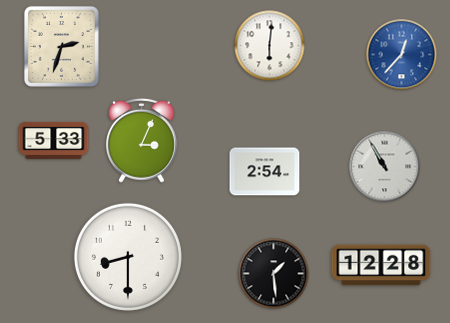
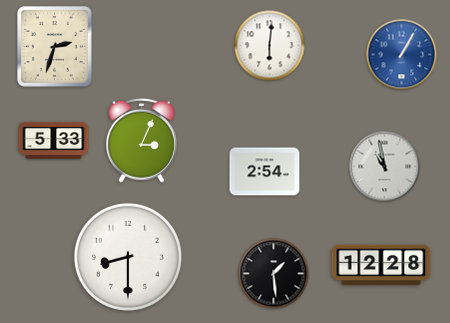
clock at (61, 46) position: (61, 46) -> (54, 46)
clock at (402, 55): 12:37 -> 1:05
clock at (385, 167): 10:55 -> 10:58
